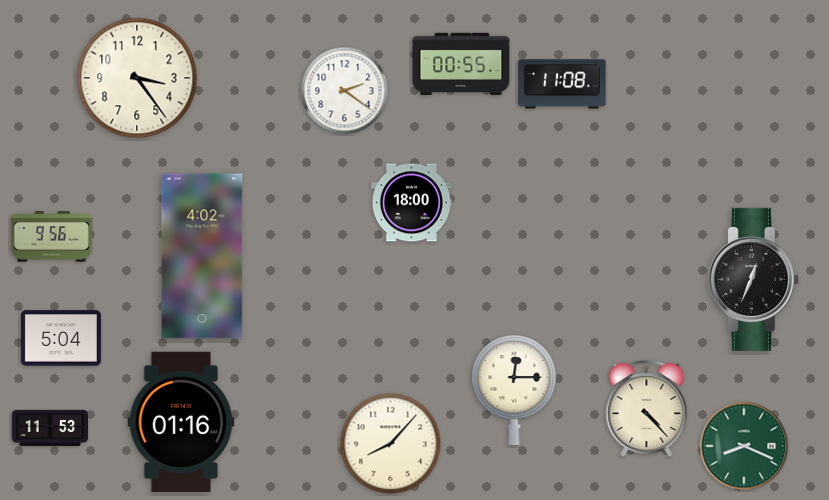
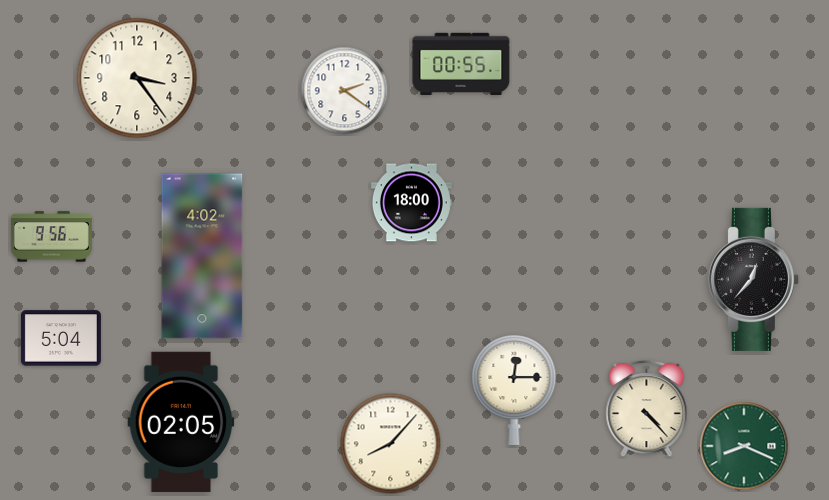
clock at (562, 84): 11:08 -> none
clock at (753, 279): 12:34 -> 12:37
clock at (181, 421): 01:16 -> 02:05
clock at (50, 428): 11:53 -> none
